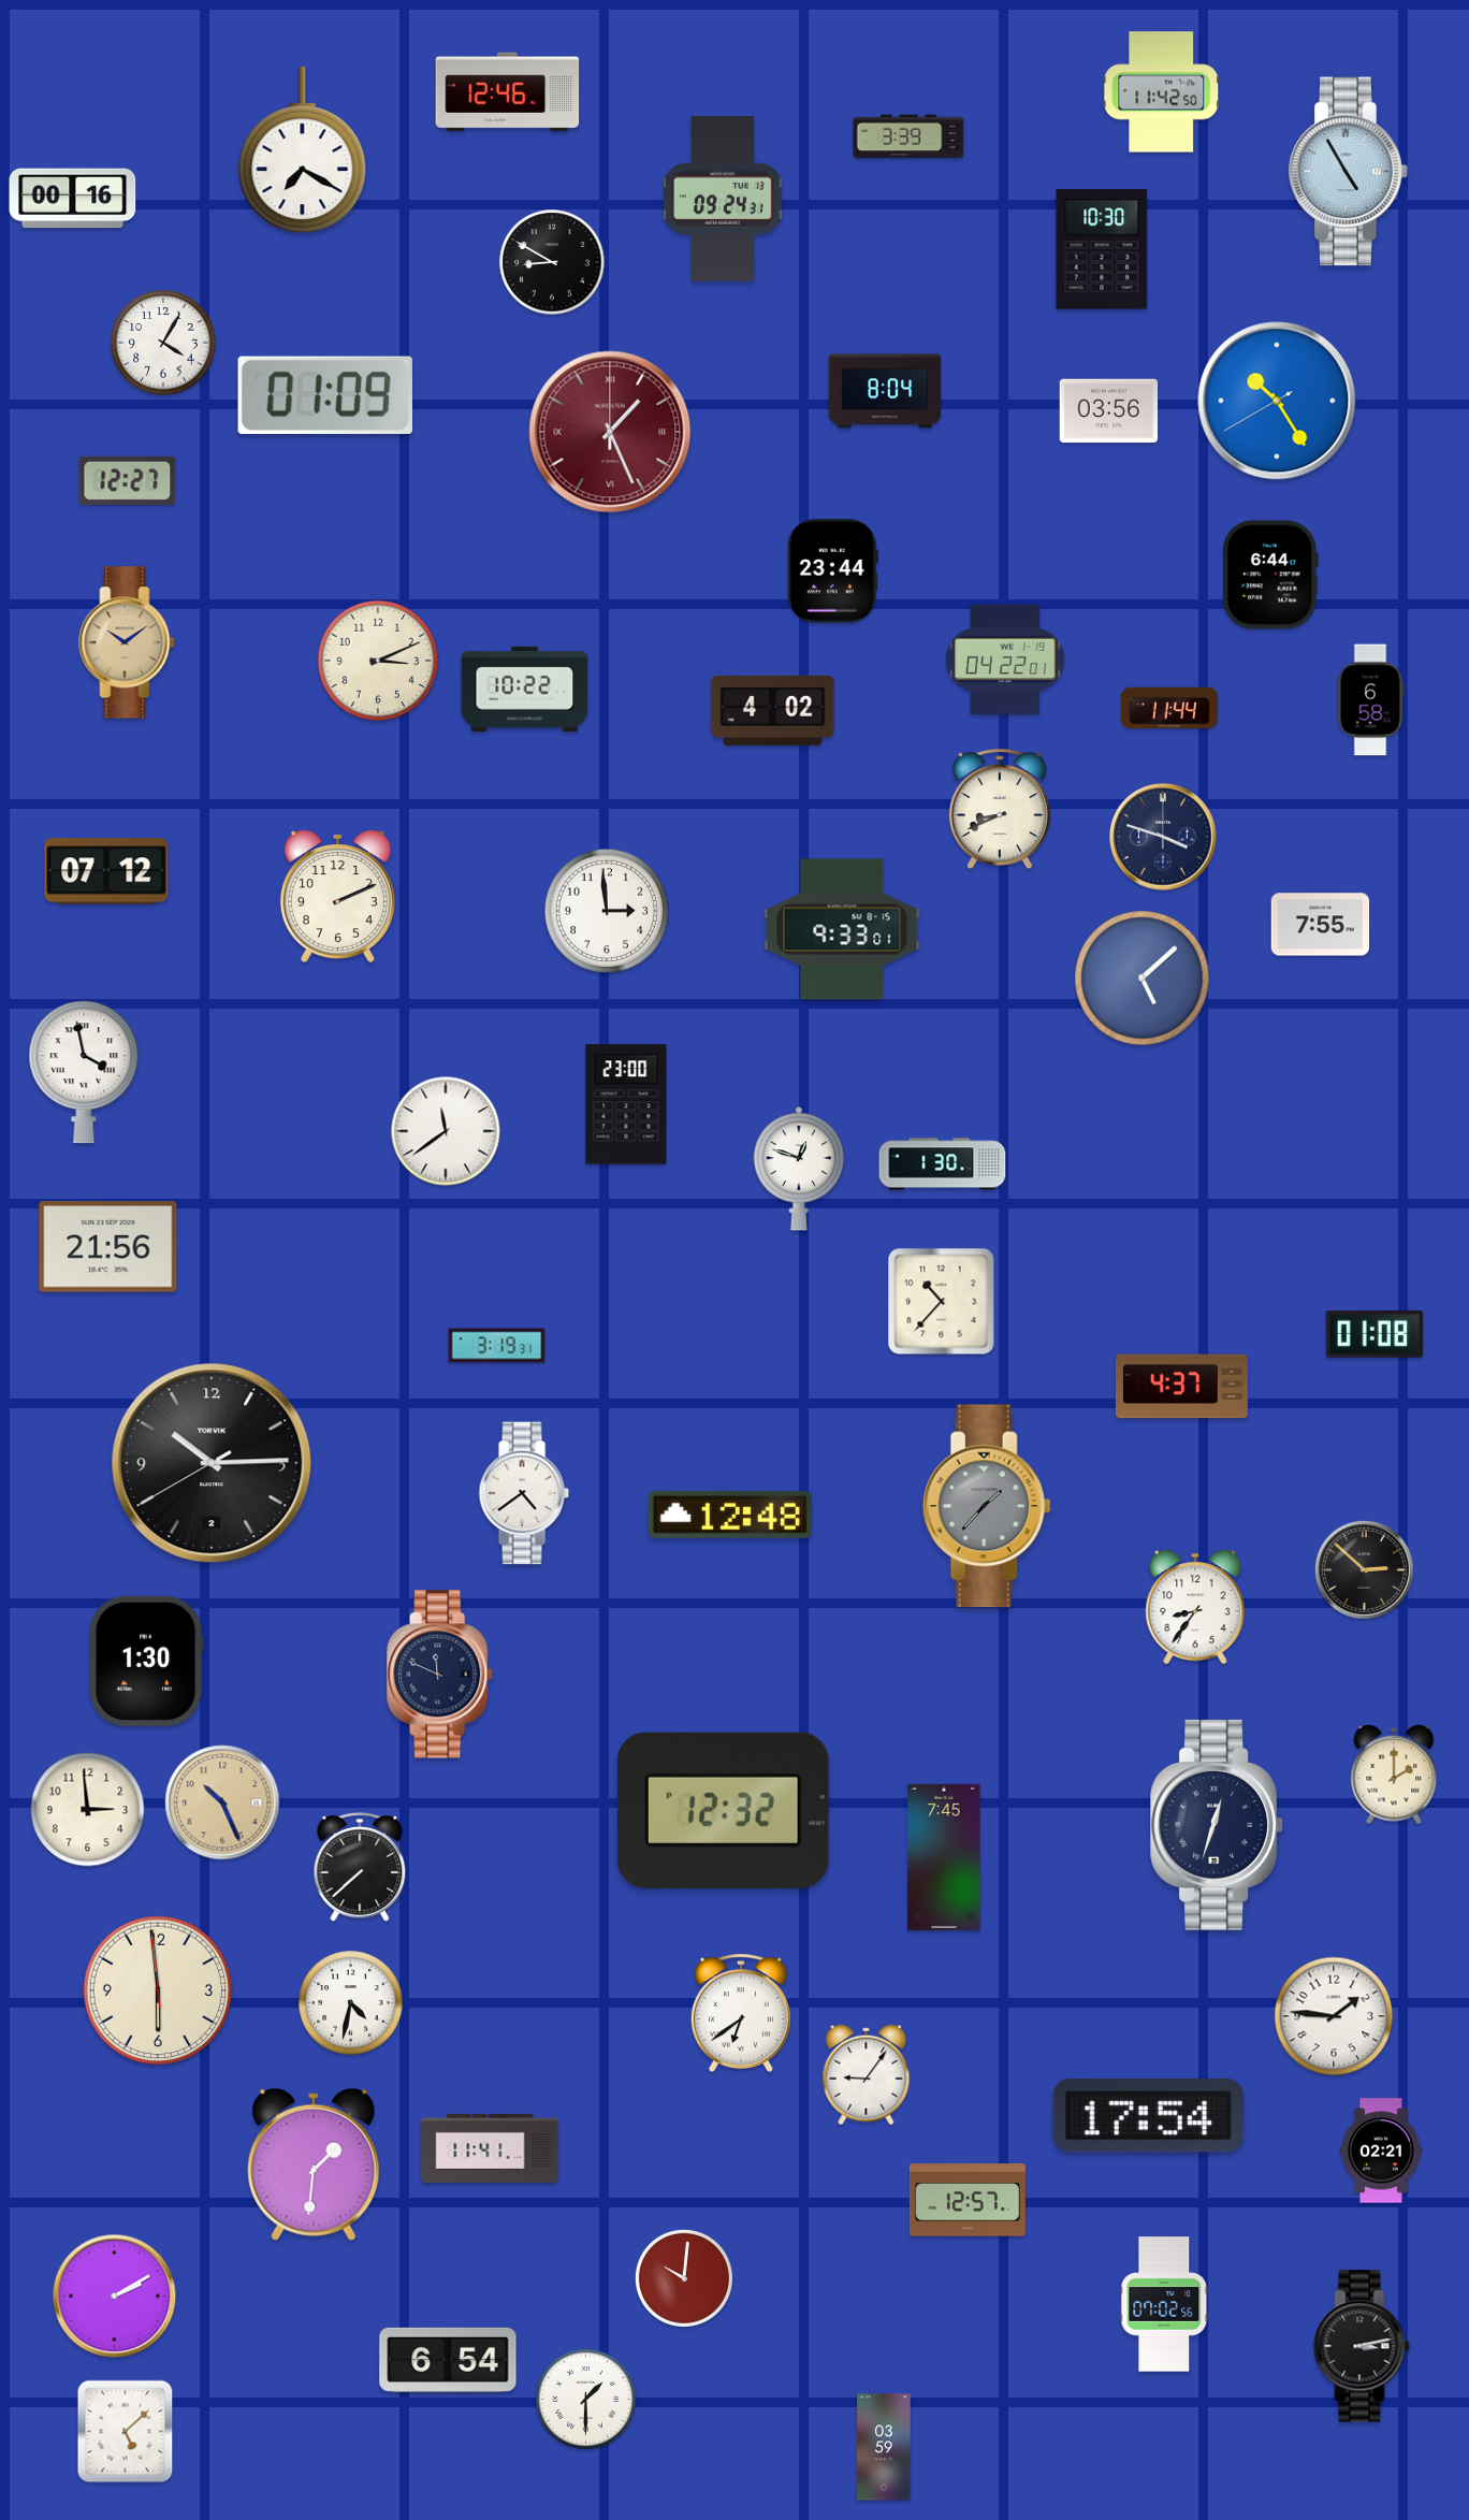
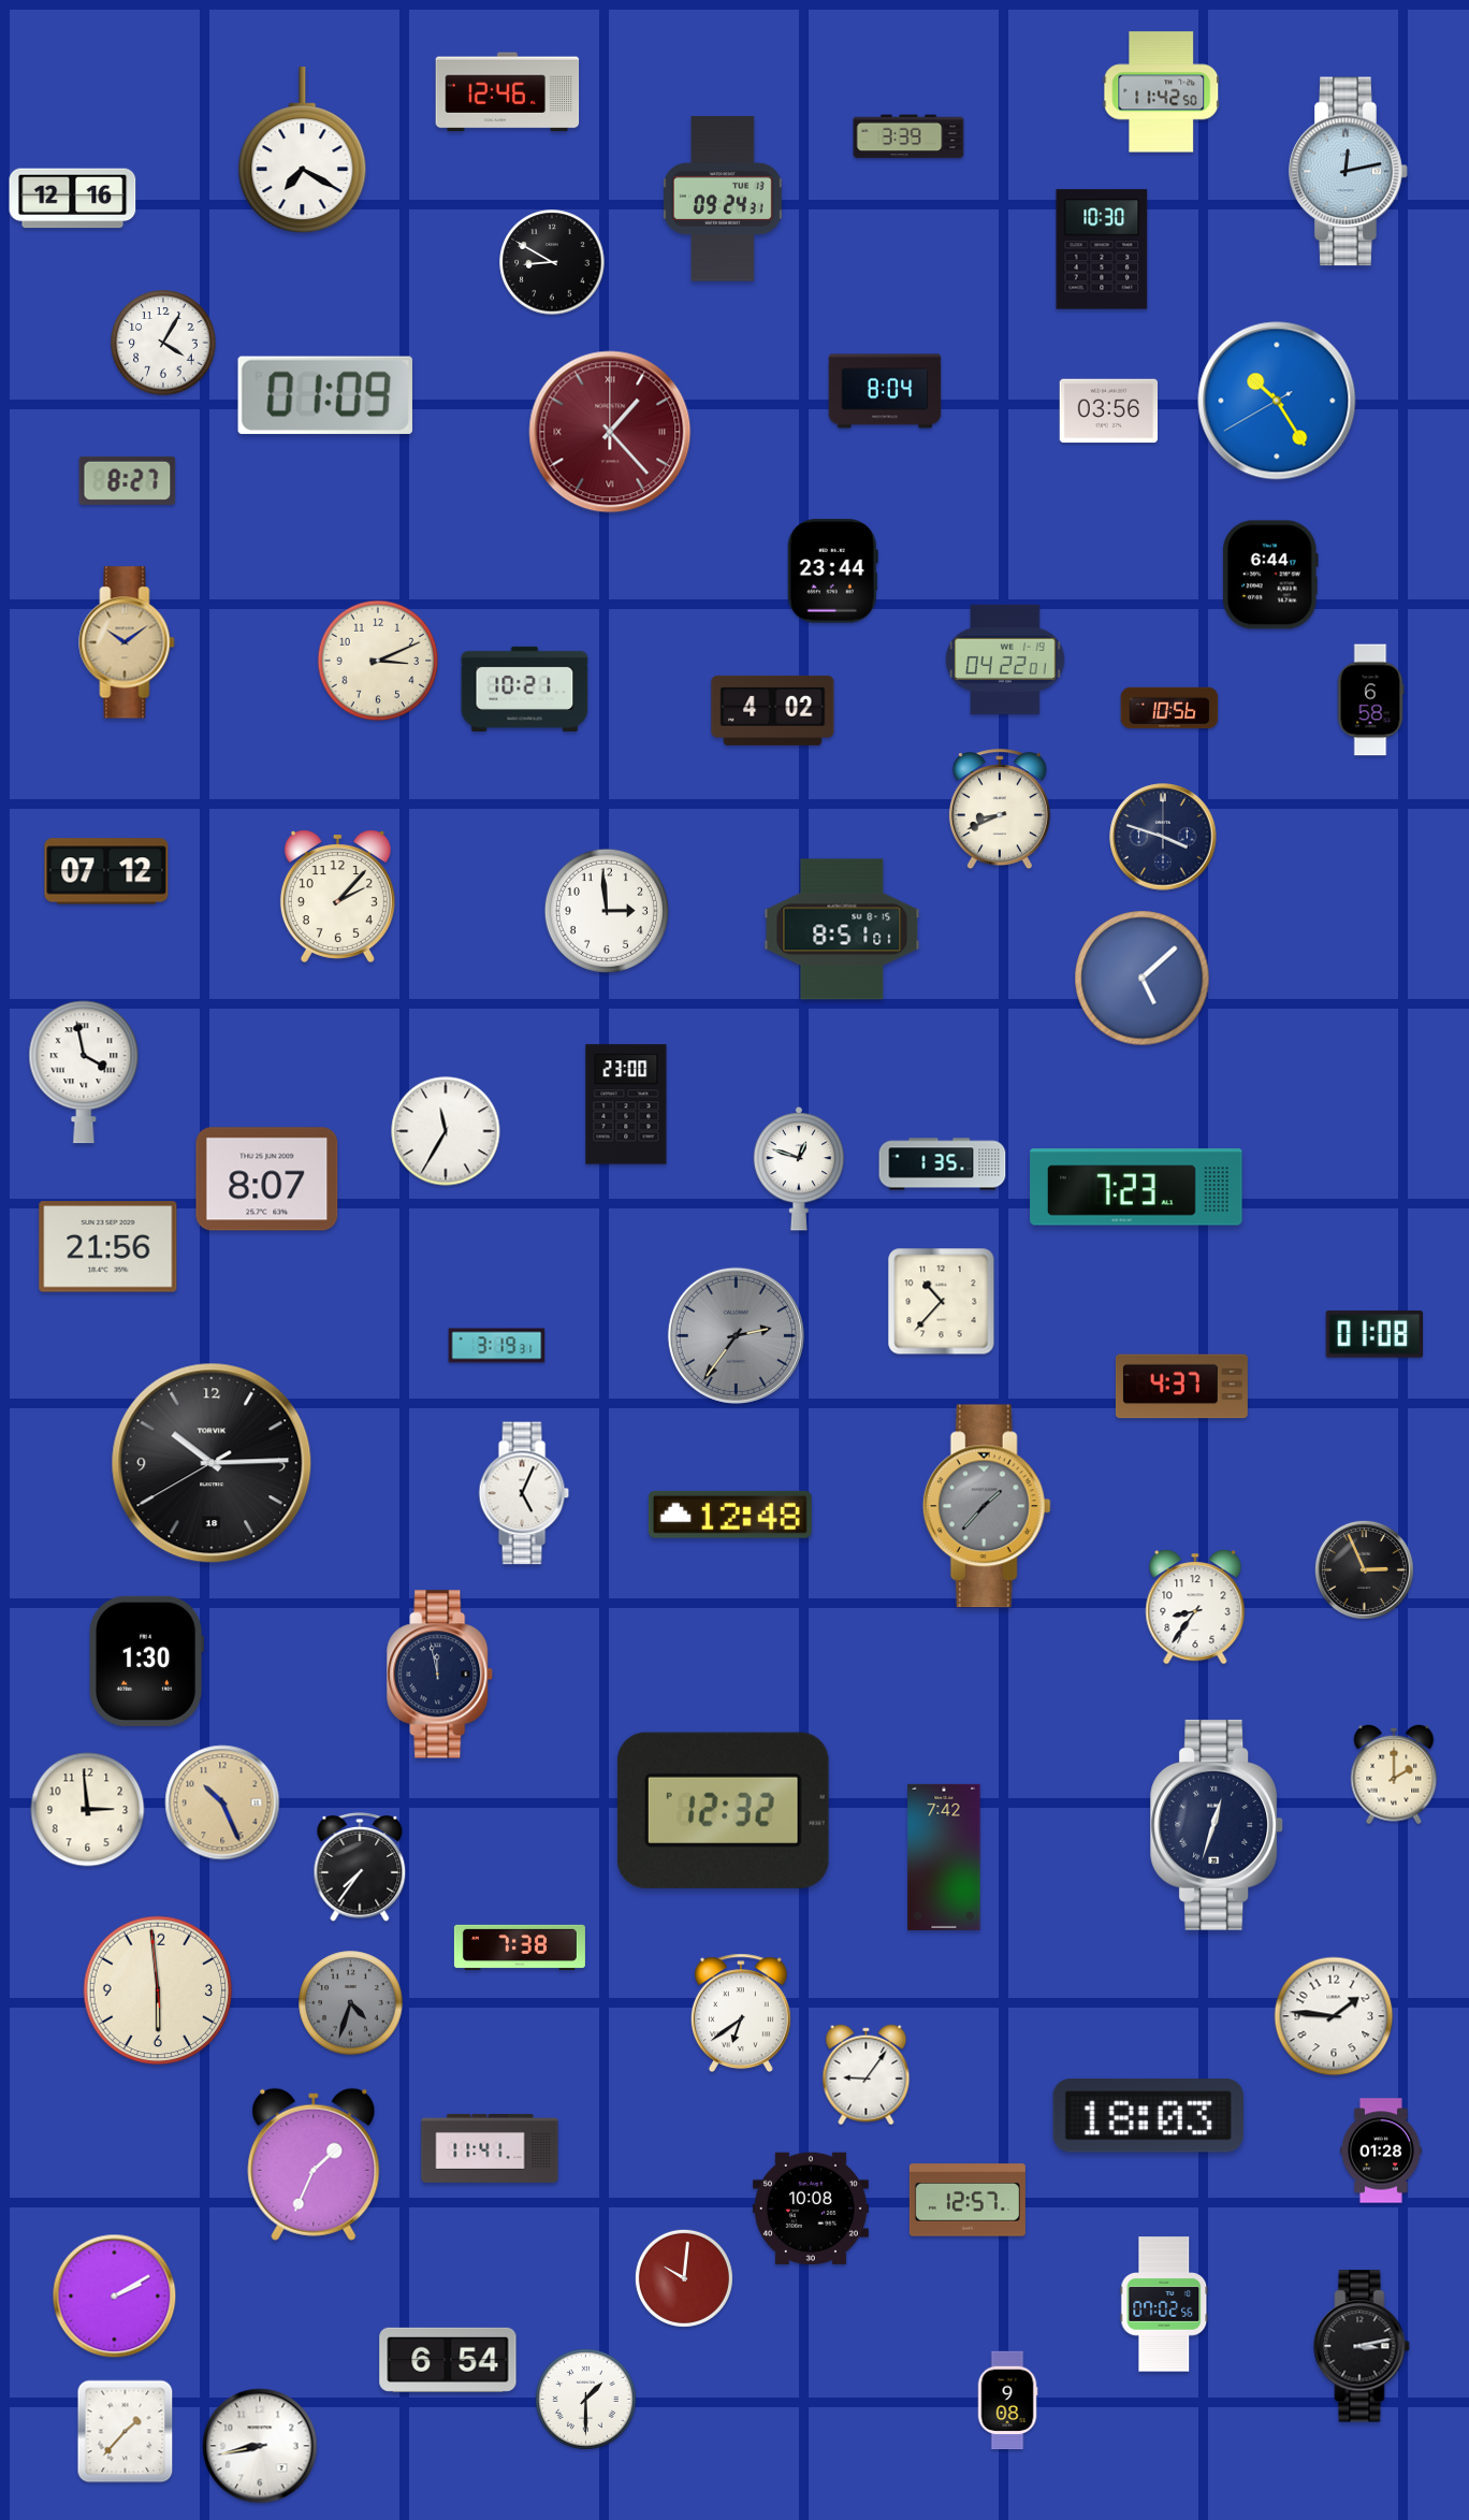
clock at (1349, 172): 4:55 -> 12:13
clock at (73, 199): 00:16 -> 12:16
clock at (610, 432): 1:26 -> 1:23
clock at (128, 480): 12:27 -> 8:27
clock at (525, 689): 10:22 -> 10:21
clock at (1169, 708): 11:44 -> 10:56
clock at (337, 897): 2:11 -> 2:07
clock at (1321, 925): 7:55 -> none
clock at (842, 929): 9:33 -> 8:51
clock at (446, 1131): 11:39 -> 11:35
clock at (943, 1164): 1:30 -> 1:35
clock at (267, 1179): none -> 8:07
clock at (1136, 1187): none -> 7:23
clock at (736, 1335): none -> 2:36
clock at (212, 1463) date: 2 -> 18
clock at (524, 1493): 4:39 -> 5:04
clock at (1364, 1569): 2:52 -> 2:56
clock at (440, 1675): 11:49 -> 11:58
clock at (944, 1857): 7:45 -> 7:42
clock at (360, 1867): 7:38 -> 7:36
clock at (520, 1947): none -> 7:38
clock at (351, 2003): 4:32 -> 4:33
clock at (351, 2003) dial: white -> grey
clock at (1148, 2116): 17:54 -> 18:03
clock at (1382, 2150): 02:21 -> 01:28
clock at (314, 2164): 1:31 -> 1:34
clock at (811, 2208): none -> 10:08
clock at (1007, 2401): none -> 9:08
clock at (126, 2432): 5:08 -> 1:37
clock at (260, 2446): none -> 8:43
clock at (884, 2447): 03:59 -> none
